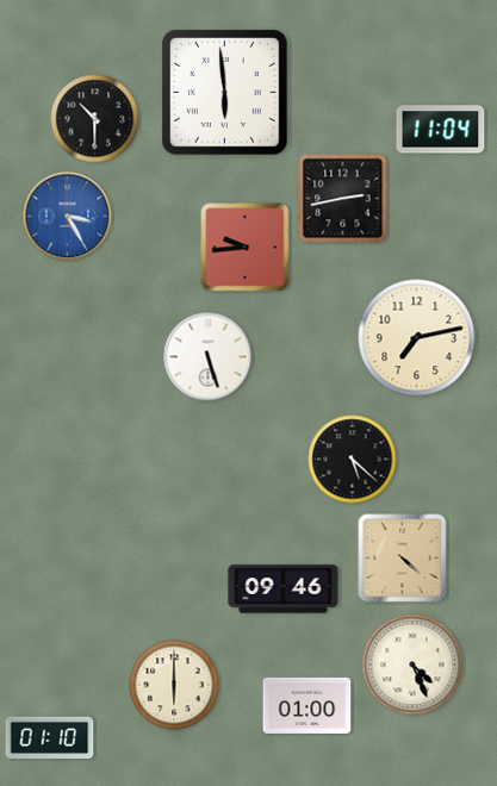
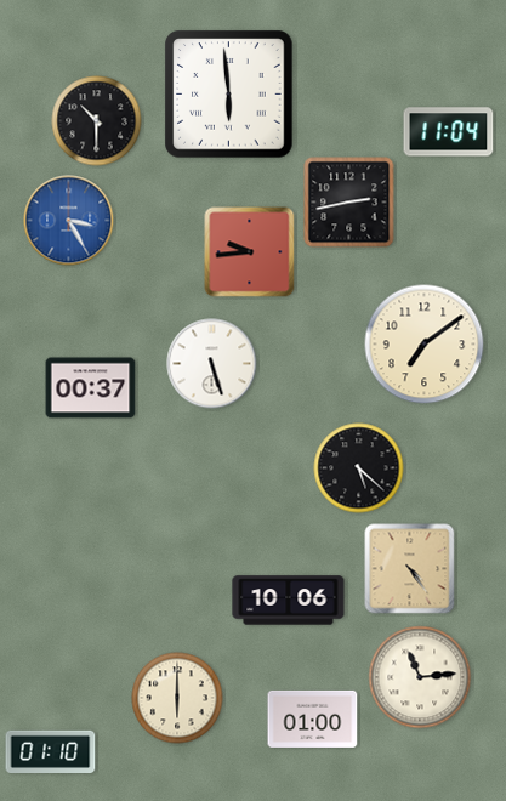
clock at (417, 338): 7:13 -> 7:09
clock at (91, 388): none -> 00:37
clock at (403, 559): 4:22 -> 4:24
clock at (284, 589): 09:46 -> 10:06
clock at (412, 665): 4:26 -> 11:14
